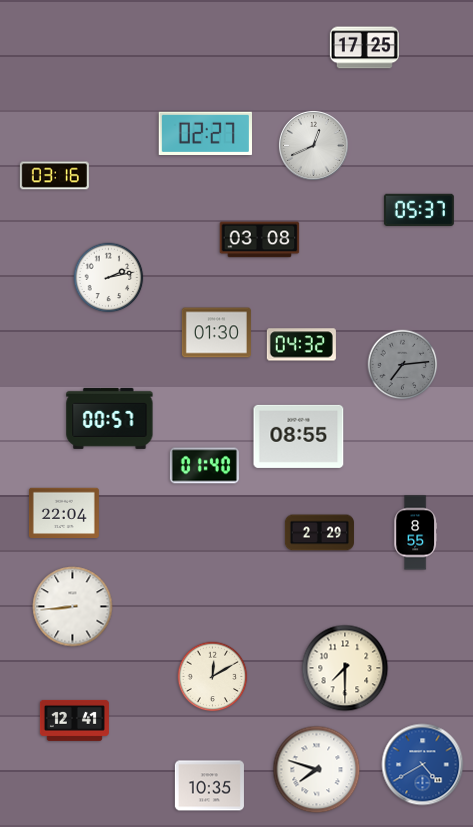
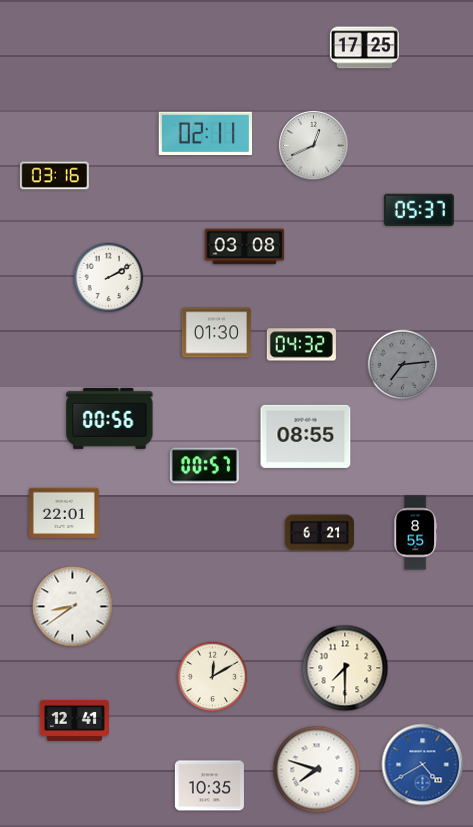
clock at (205, 133): 02:27 -> 02:11
clock at (260, 240) position: (260, 240) -> (245, 247)
clock at (109, 278): 2:13 -> 2:10
clock at (110, 418): 00:57 -> 00:56
clock at (299, 436) position: (299, 436) -> (306, 436)
clock at (204, 466): 01:40 -> 00:57
clock at (64, 512): 22:04 -> 22:01
clock at (319, 533): 2:29 -> 6:21
clock at (73, 607): 8:44 -> 8:39
